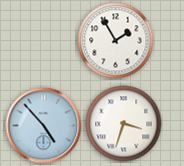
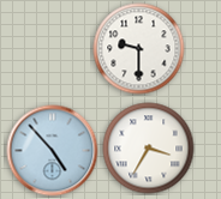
clock at (116, 41): 1:55 -> 9:30
clock at (124, 124): 3:33 -> 3:35
